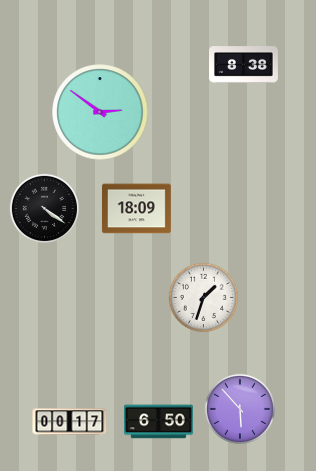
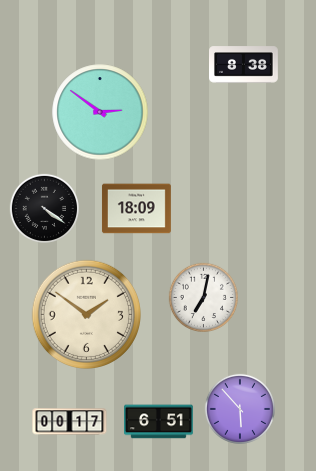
clock at (203, 297): 1:33 -> 7:02
clock at (86, 314): none -> 1:51
clock at (159, 422): 6:50 -> 6:51
